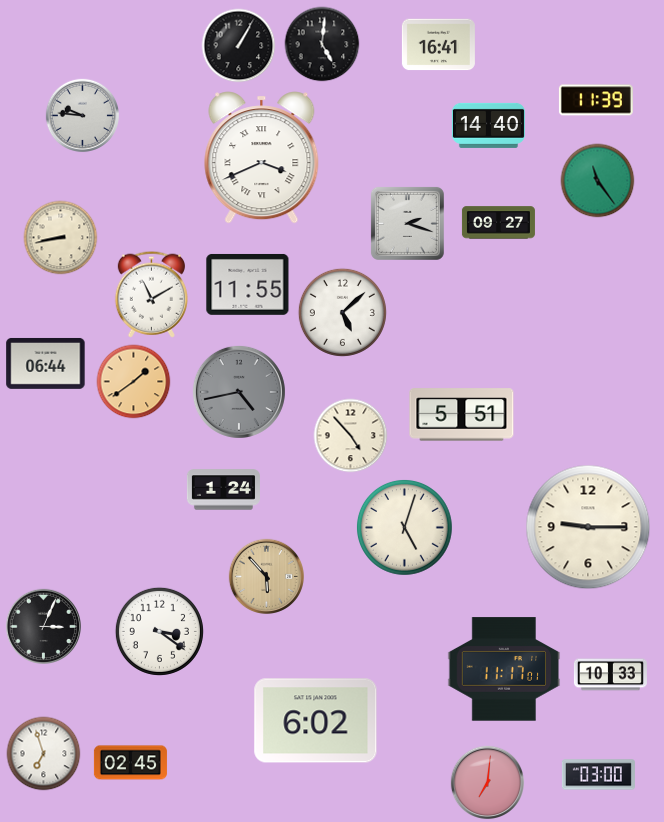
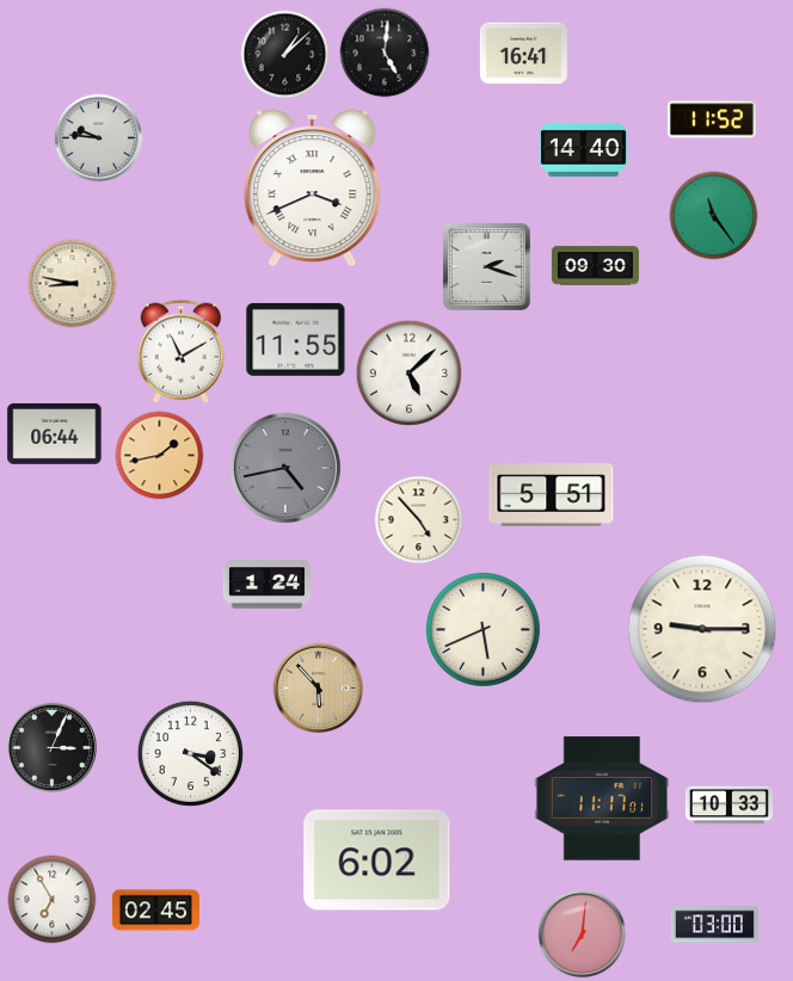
clock at (239, 46): 1:05 -> 1:08
clock at (596, 100): 11:39 -> 11:52
clock at (498, 223): 09:27 -> 09:30
clock at (61, 238): 8:43 -> 8:47
clock at (134, 382): 1:39 -> 1:43
clock at (405, 528): 5:03 -> 5:41
clock at (44, 754): 6:57 -> 6:55
